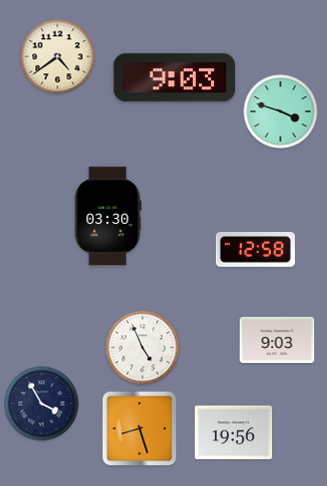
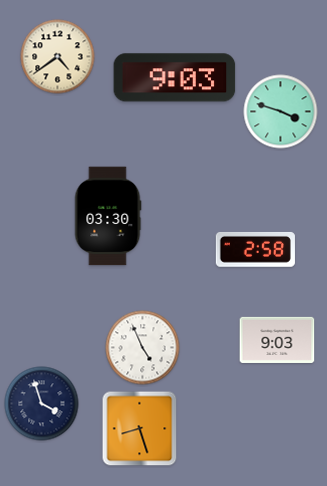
clock at (255, 249): 12:58 -> 2:58
clock at (42, 404): 3:55 -> 3:57
clock at (234, 433): 19:56 -> none
